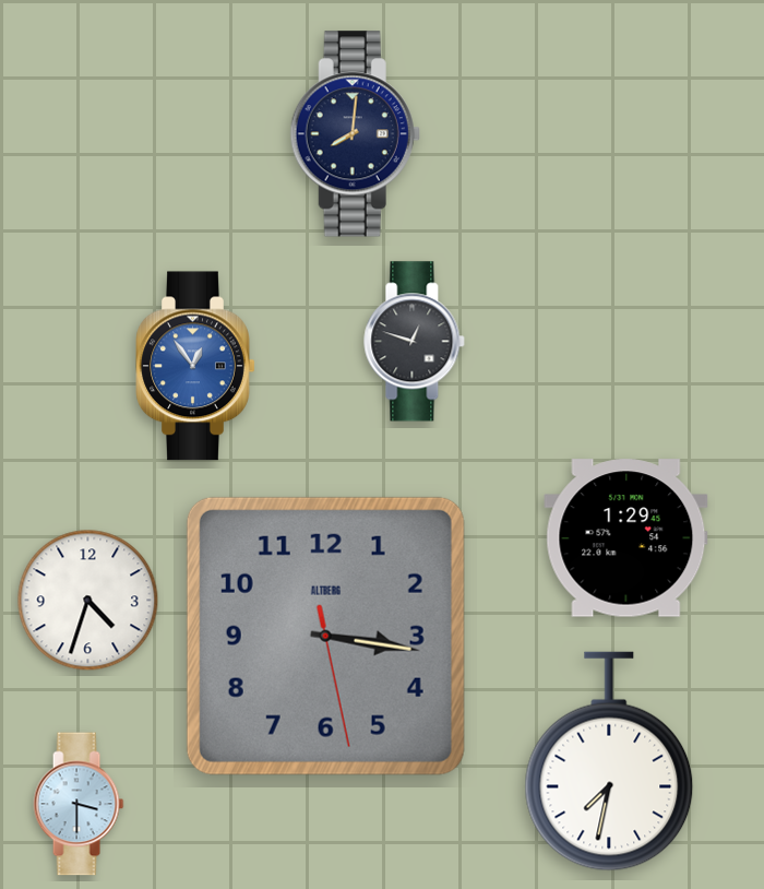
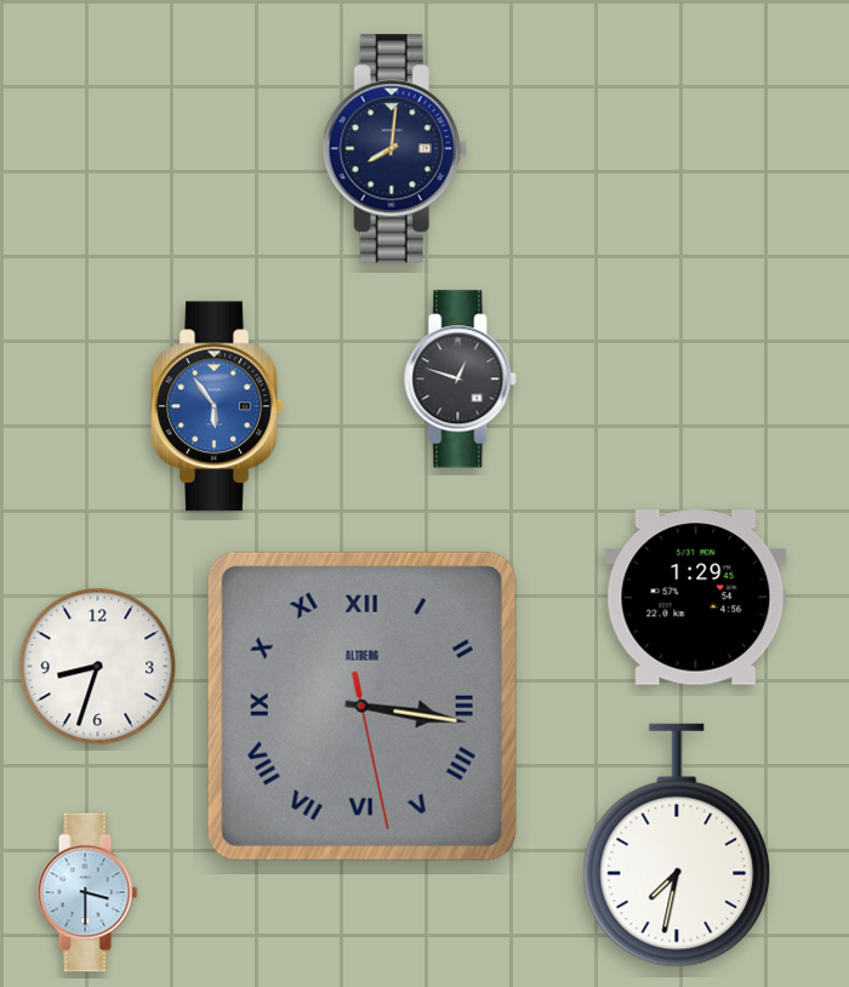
clock at (195, 366): 12:54 -> 5:54
clock at (88, 601): 4:33 -> 8:33
clock at (325, 636) numerals: Arabic -> Roman
